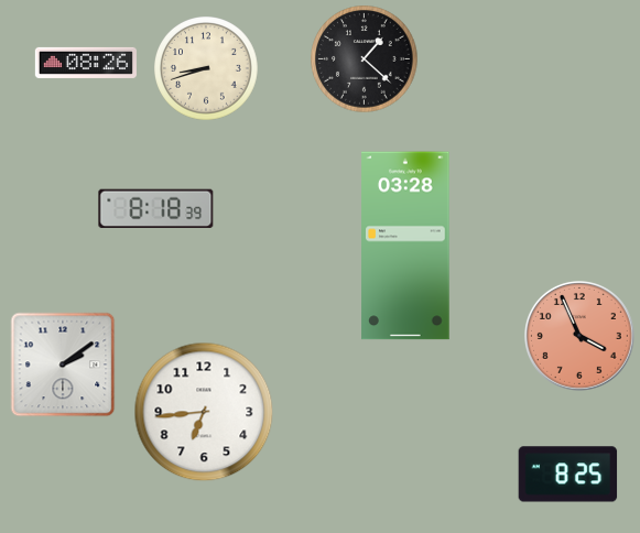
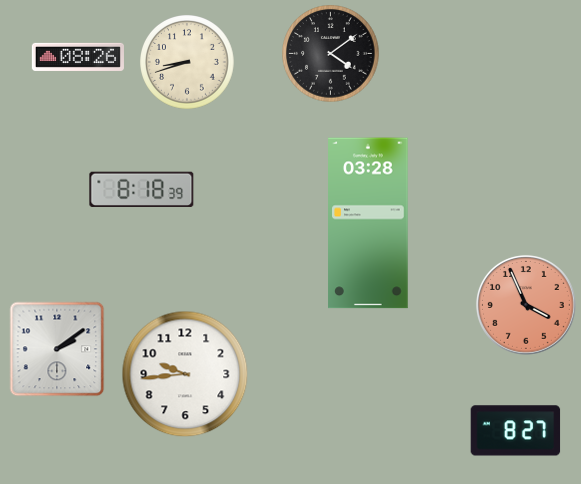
clock at (365, 59): 1:22 -> 4:09
clock at (63, 365) position: (63, 365) -> (57, 349)
clock at (204, 412): 6:44 -> 9:44
clock at (568, 475): 8:25 -> 8:27
